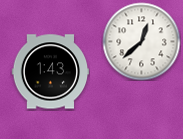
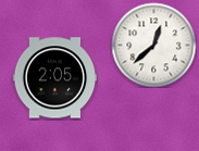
clock at (50, 72): 1:43 -> 2:05
